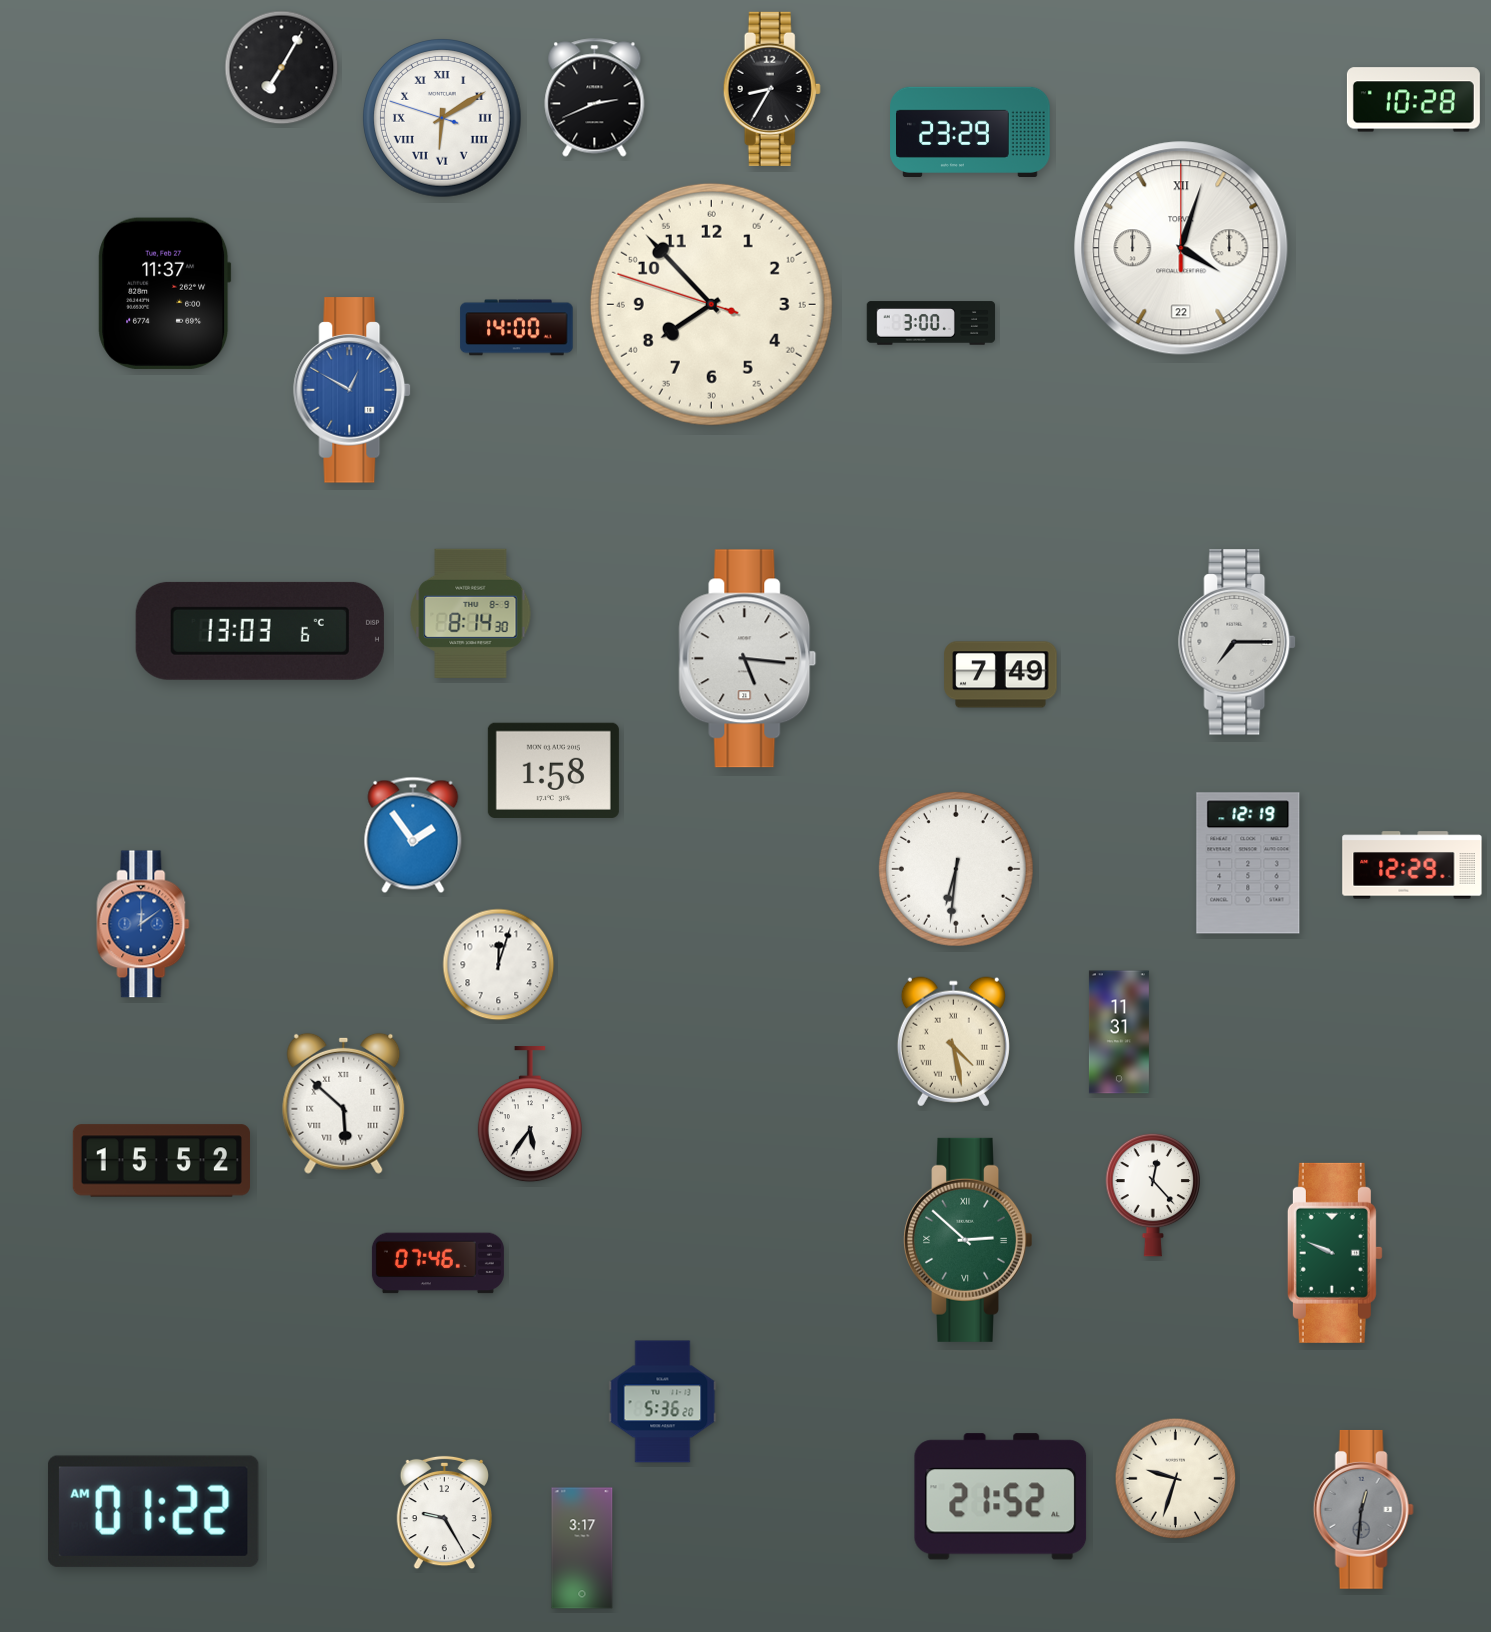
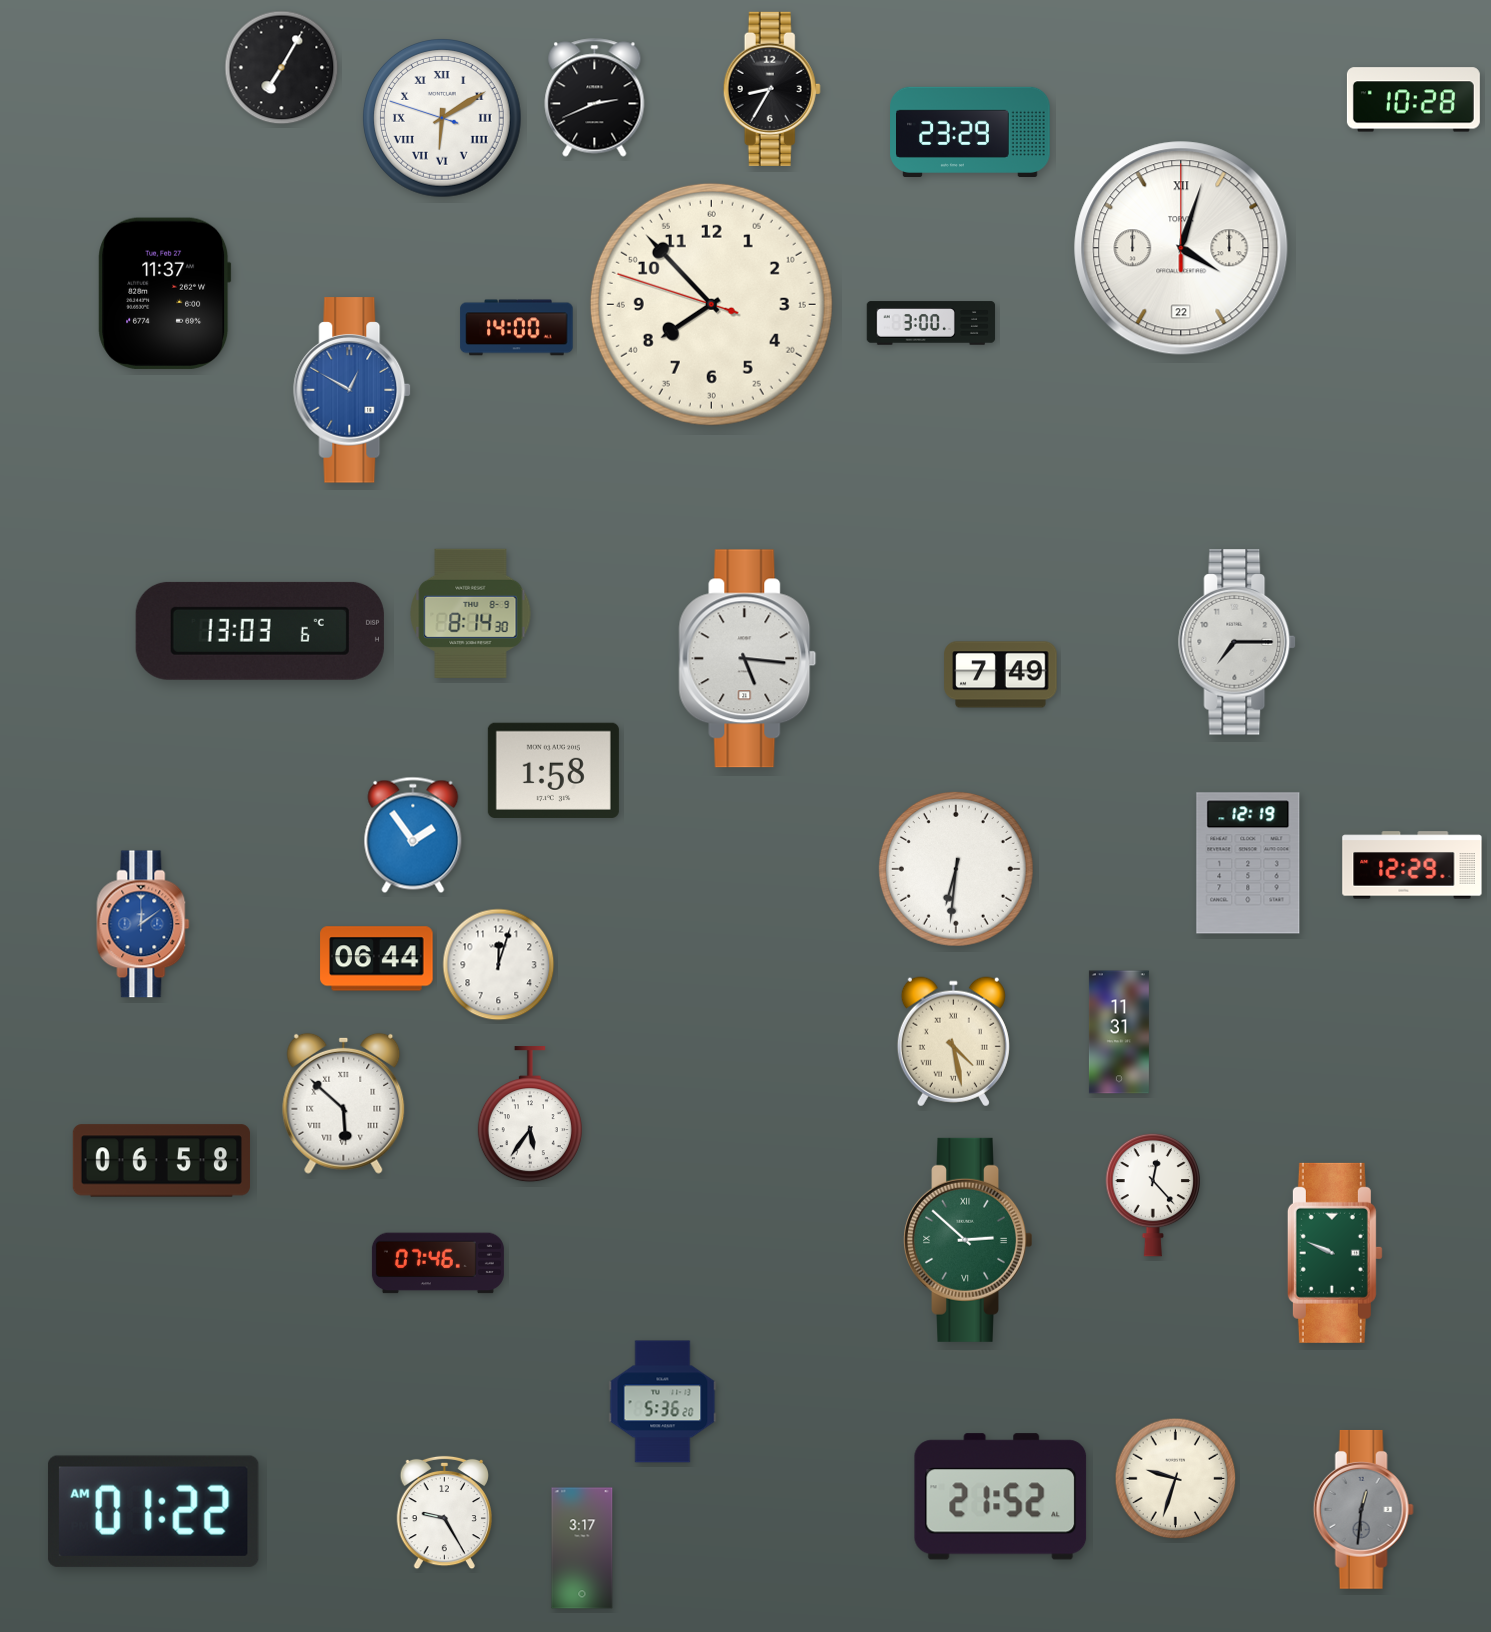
clock at (377, 959): none -> 06:44
clock at (161, 1161): 15:52 -> 06:58
